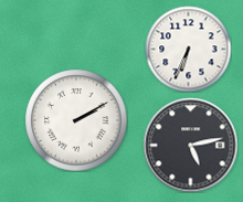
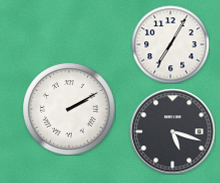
clock at (188, 49): 6:34 -> 7:05
clock at (190, 145): 5:13 -> 5:18
